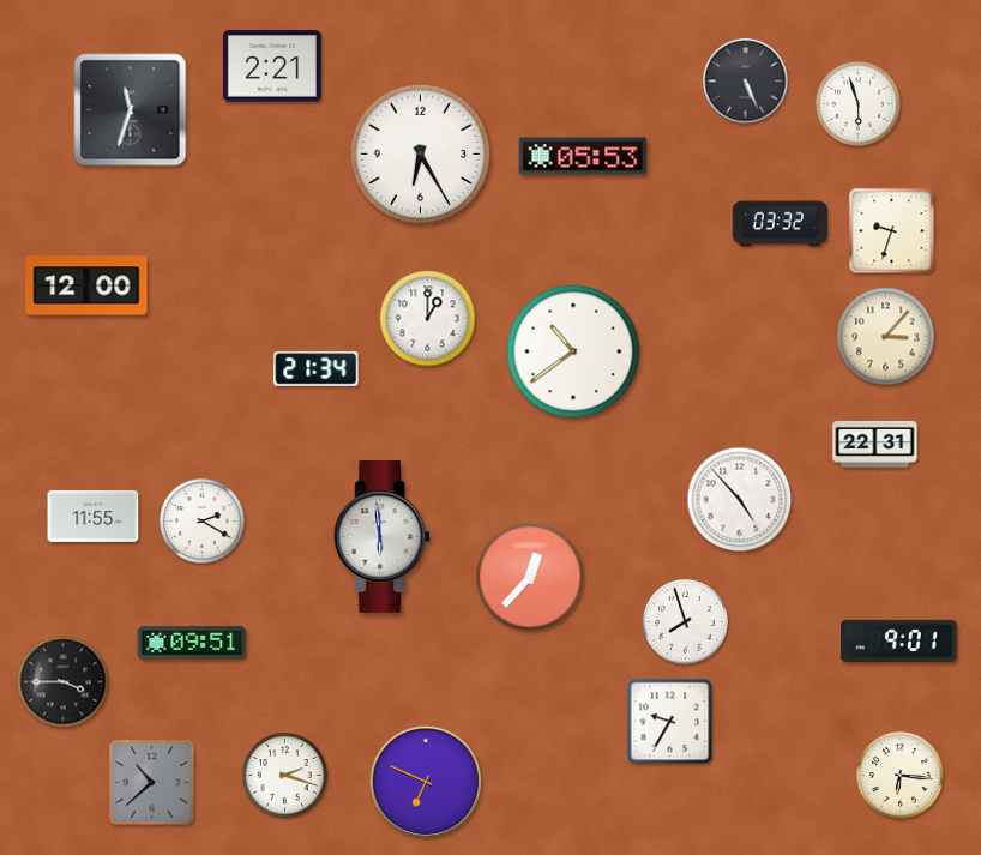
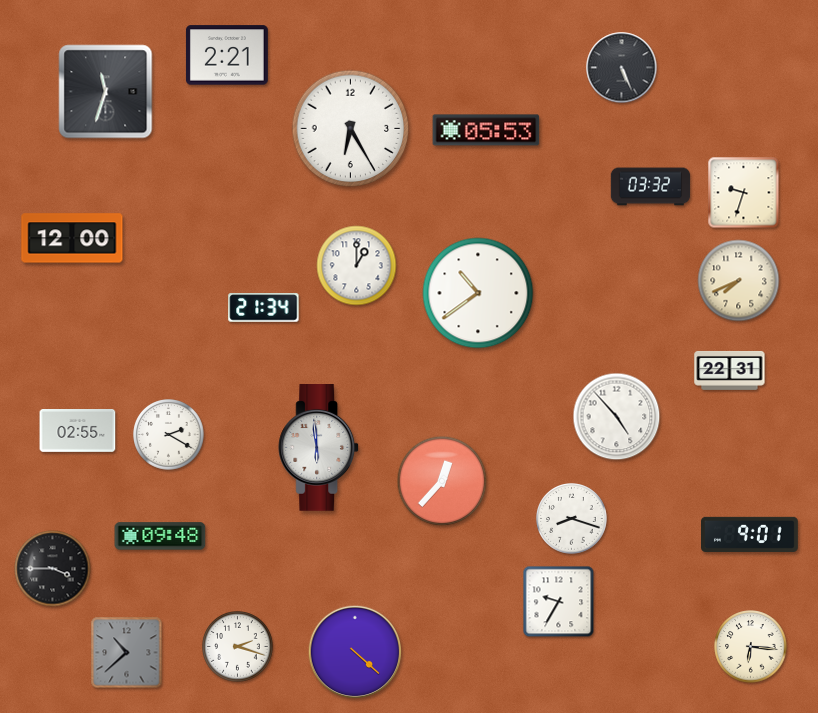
clock at (859, 104): 5:57 -> none
clock at (131, 110) position: (131, 110) -> (106, 92)
clock at (886, 337): 3:07 -> 7:41
clock at (94, 517): 11:55 -> 02:55
clock at (686, 622): 7:57 -> 8:18
clock at (192, 643): 09:51 -> 09:48
clock at (426, 782): 6:49 -> 4:22
